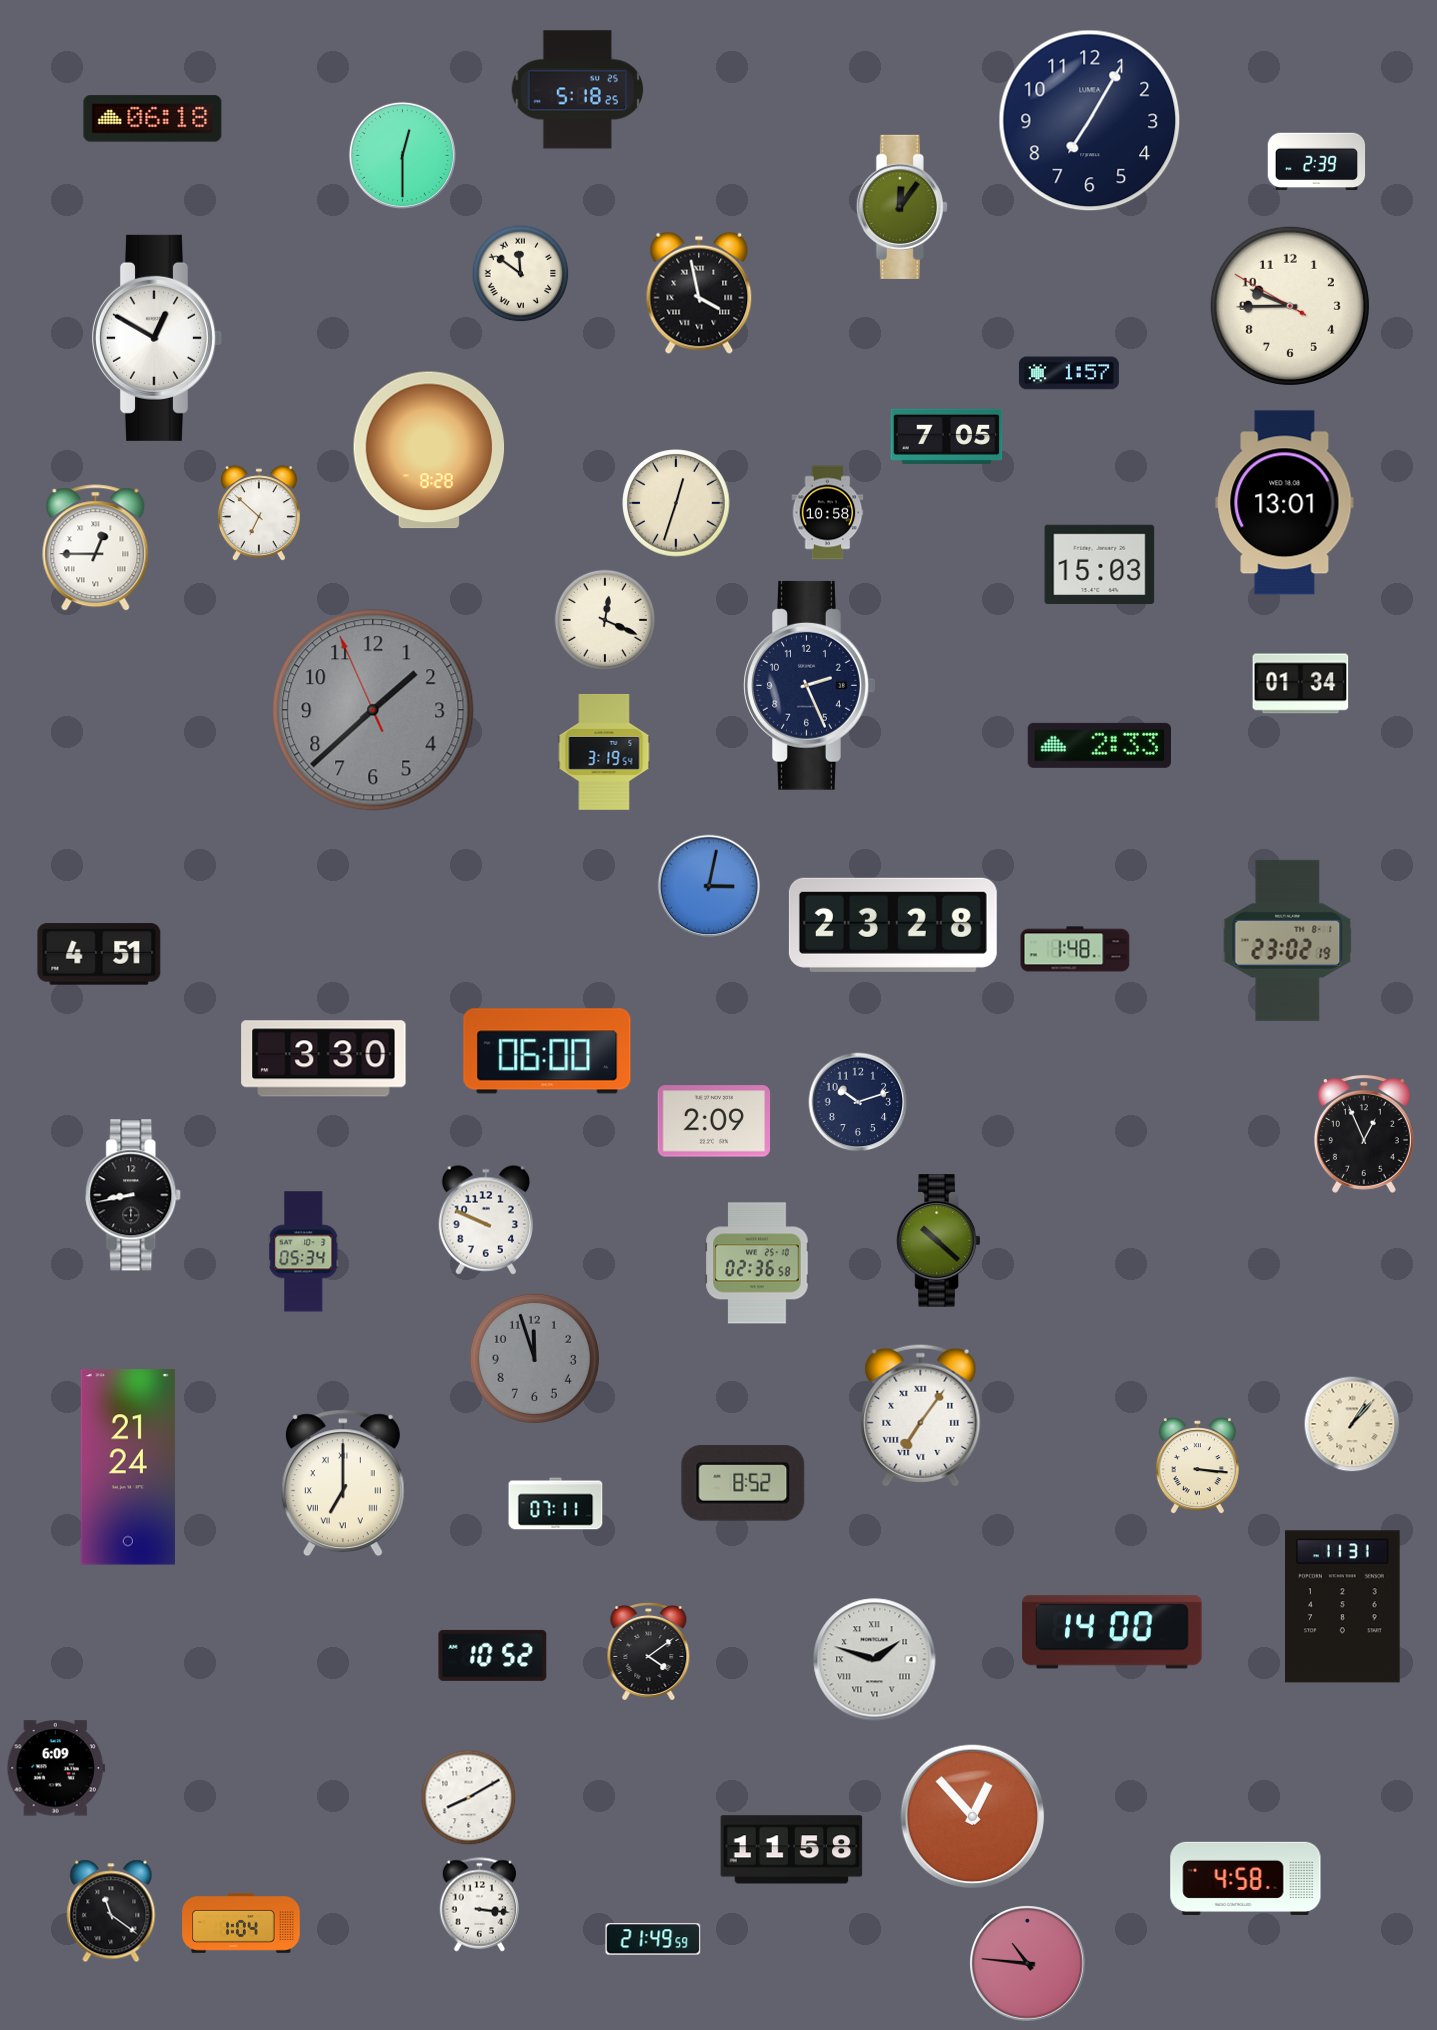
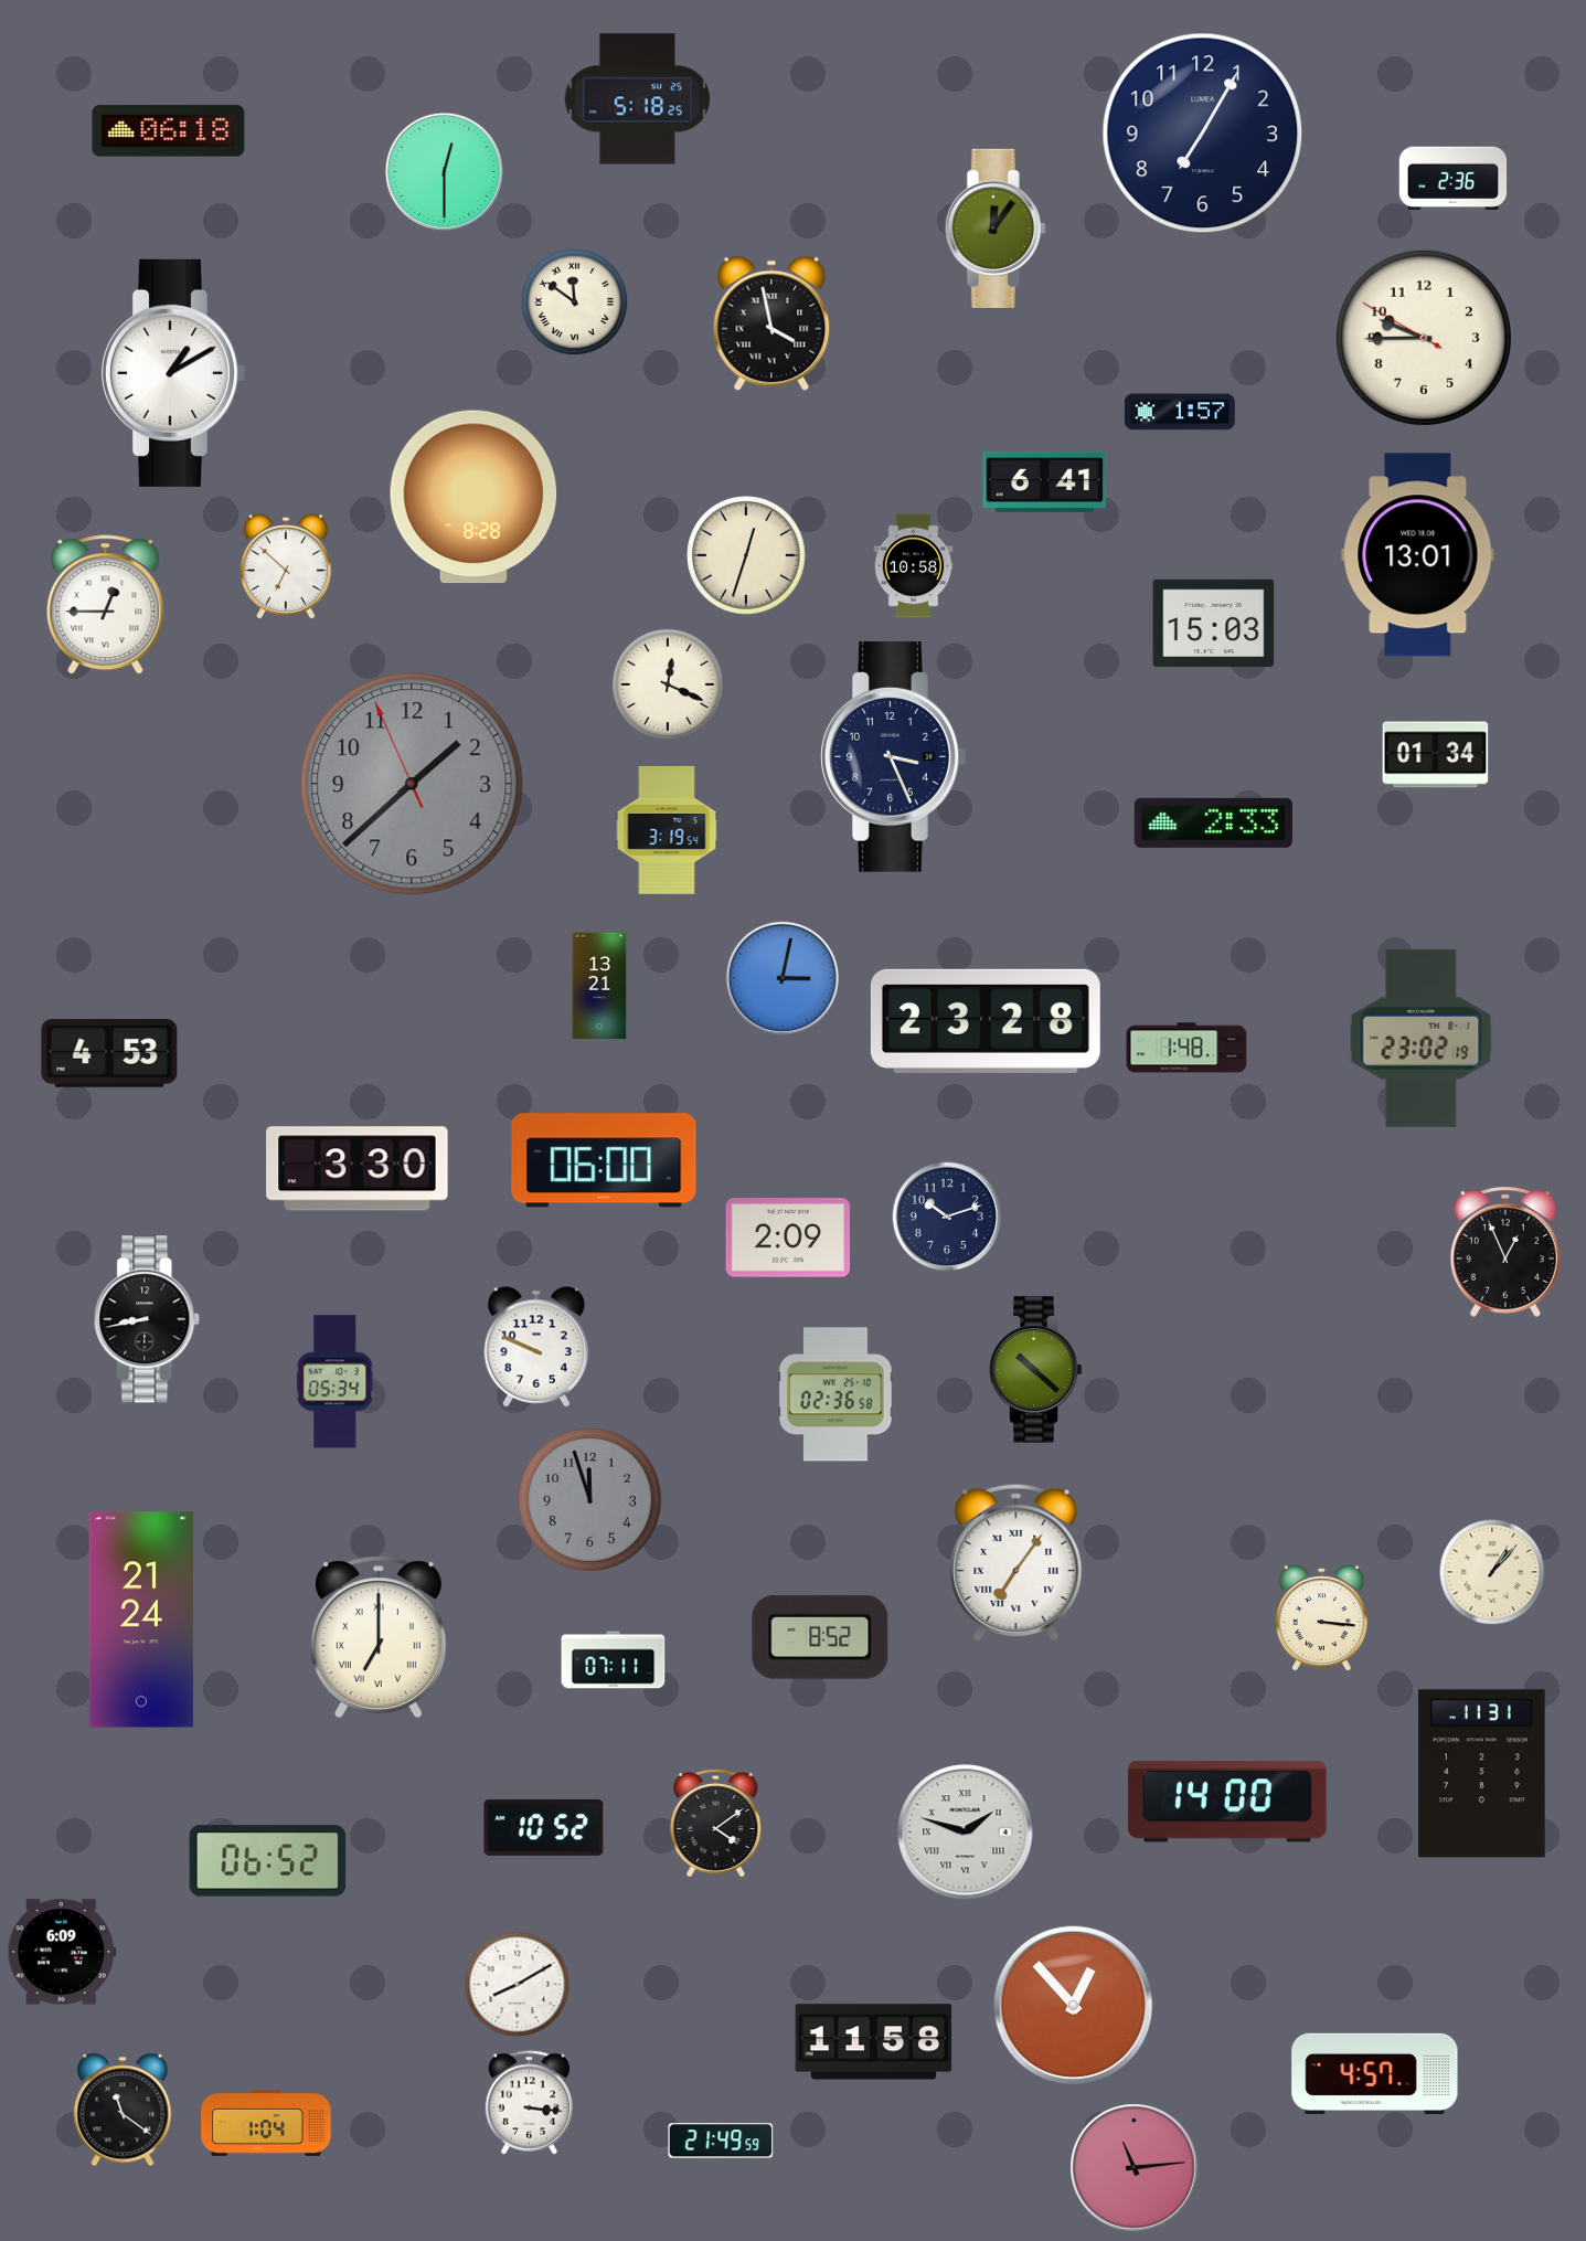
clock at (1317, 162): 2:39 -> 2:36
clock at (156, 338): 12:50 -> 1:10
clock at (947, 436): 7:05 -> 6:41
clock at (810, 685): 2:26 -> 3:26
clock at (599, 986): none -> 13:21
clock at (99, 954): 4:51 -> 4:53
clock at (268, 1861): none -> 06:52
clock at (1246, 1878): 4:58 -> 4:57
clock at (1028, 1964): 10:46 -> 11:14
